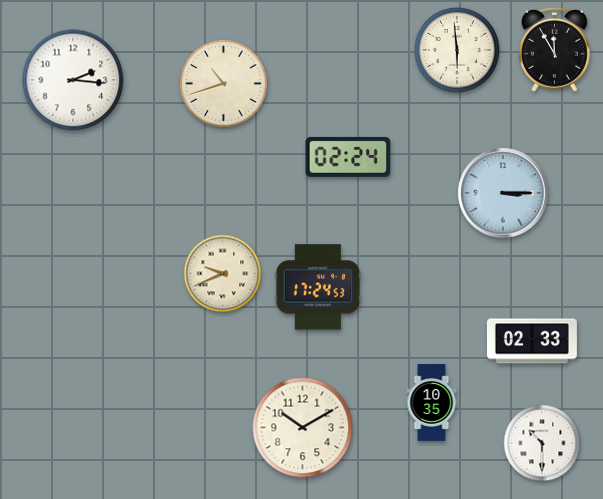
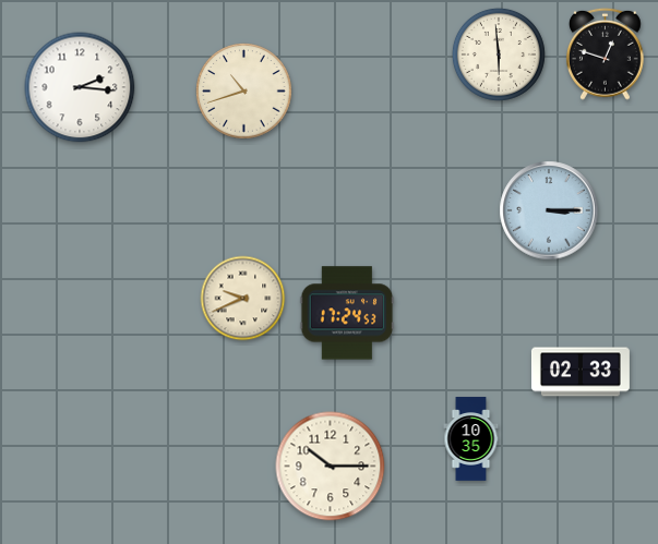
clock at (555, 49): 11:55 -> 12:48
clock at (348, 157): 02:24 -> none
clock at (303, 428): 10:10 -> 10:15
clock at (542, 443): 10:30 -> none
